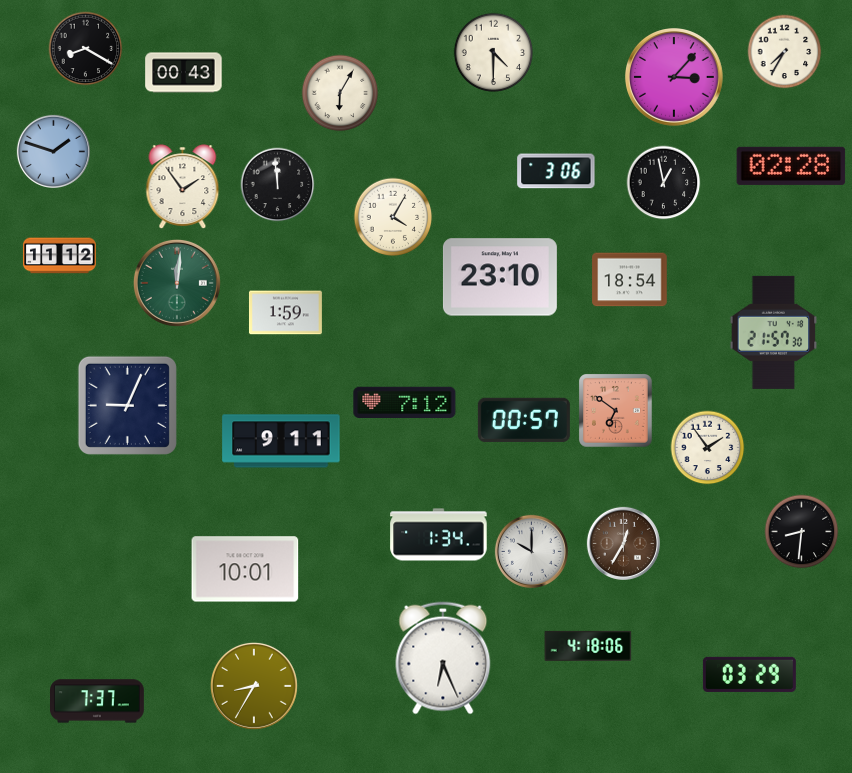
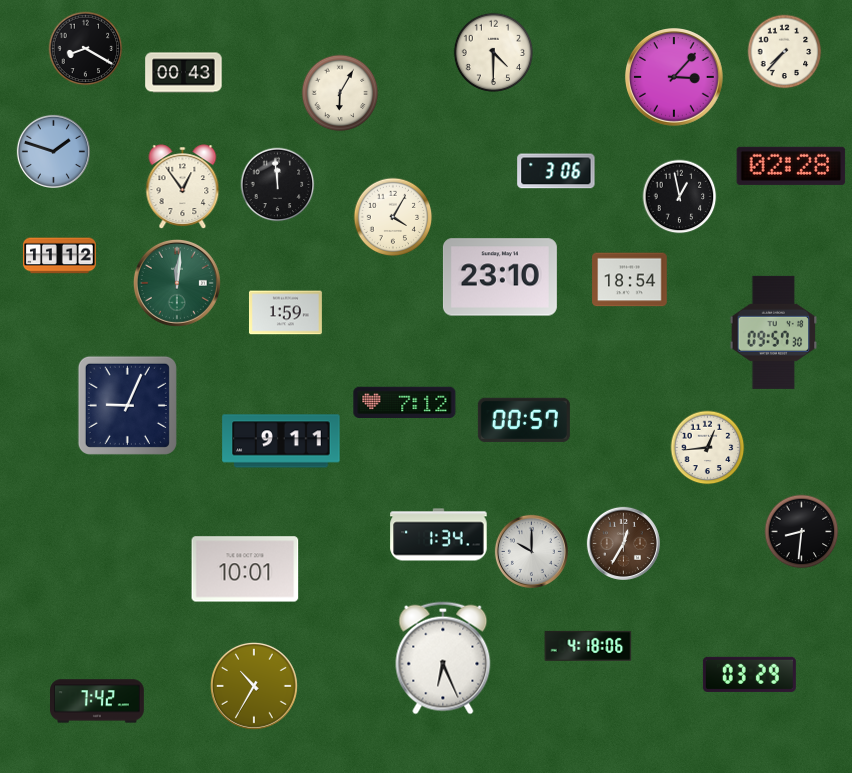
clock at (785, 52): 7:35 -> 7:37
clock at (664, 183) position: (664, 183) -> (680, 197)
clock at (183, 187): 1:54 -> 12:54
clock at (774, 332): 21:57 -> 09:57
clock at (616, 411): 6:51 -> none
clock at (708, 448): 1:54 -> 12:44
clock at (254, 686): 8:35 -> 10:35
clock at (98, 701): 7:37 -> 7:42
